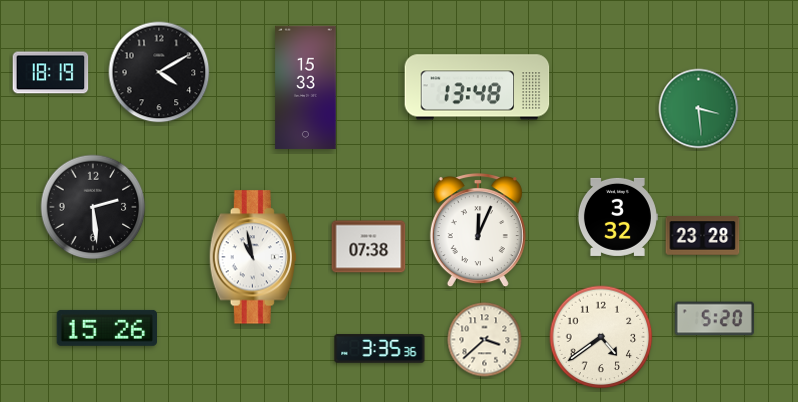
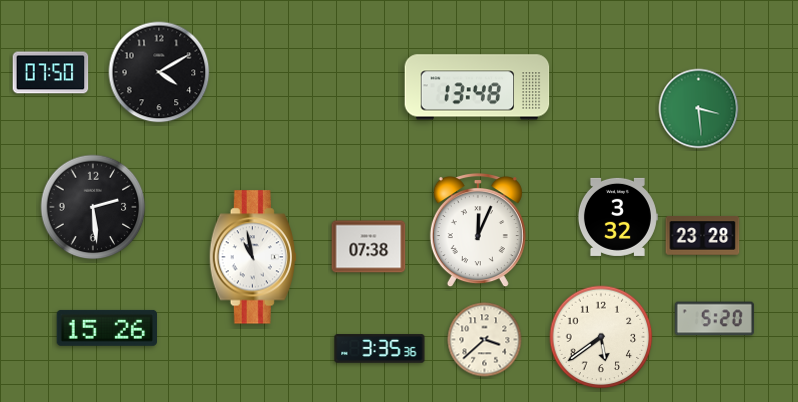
clock at (51, 73): 18:19 -> 07:50
clock at (306, 88): 15:33 -> none
clock at (601, 337): 4:39 -> 5:39
